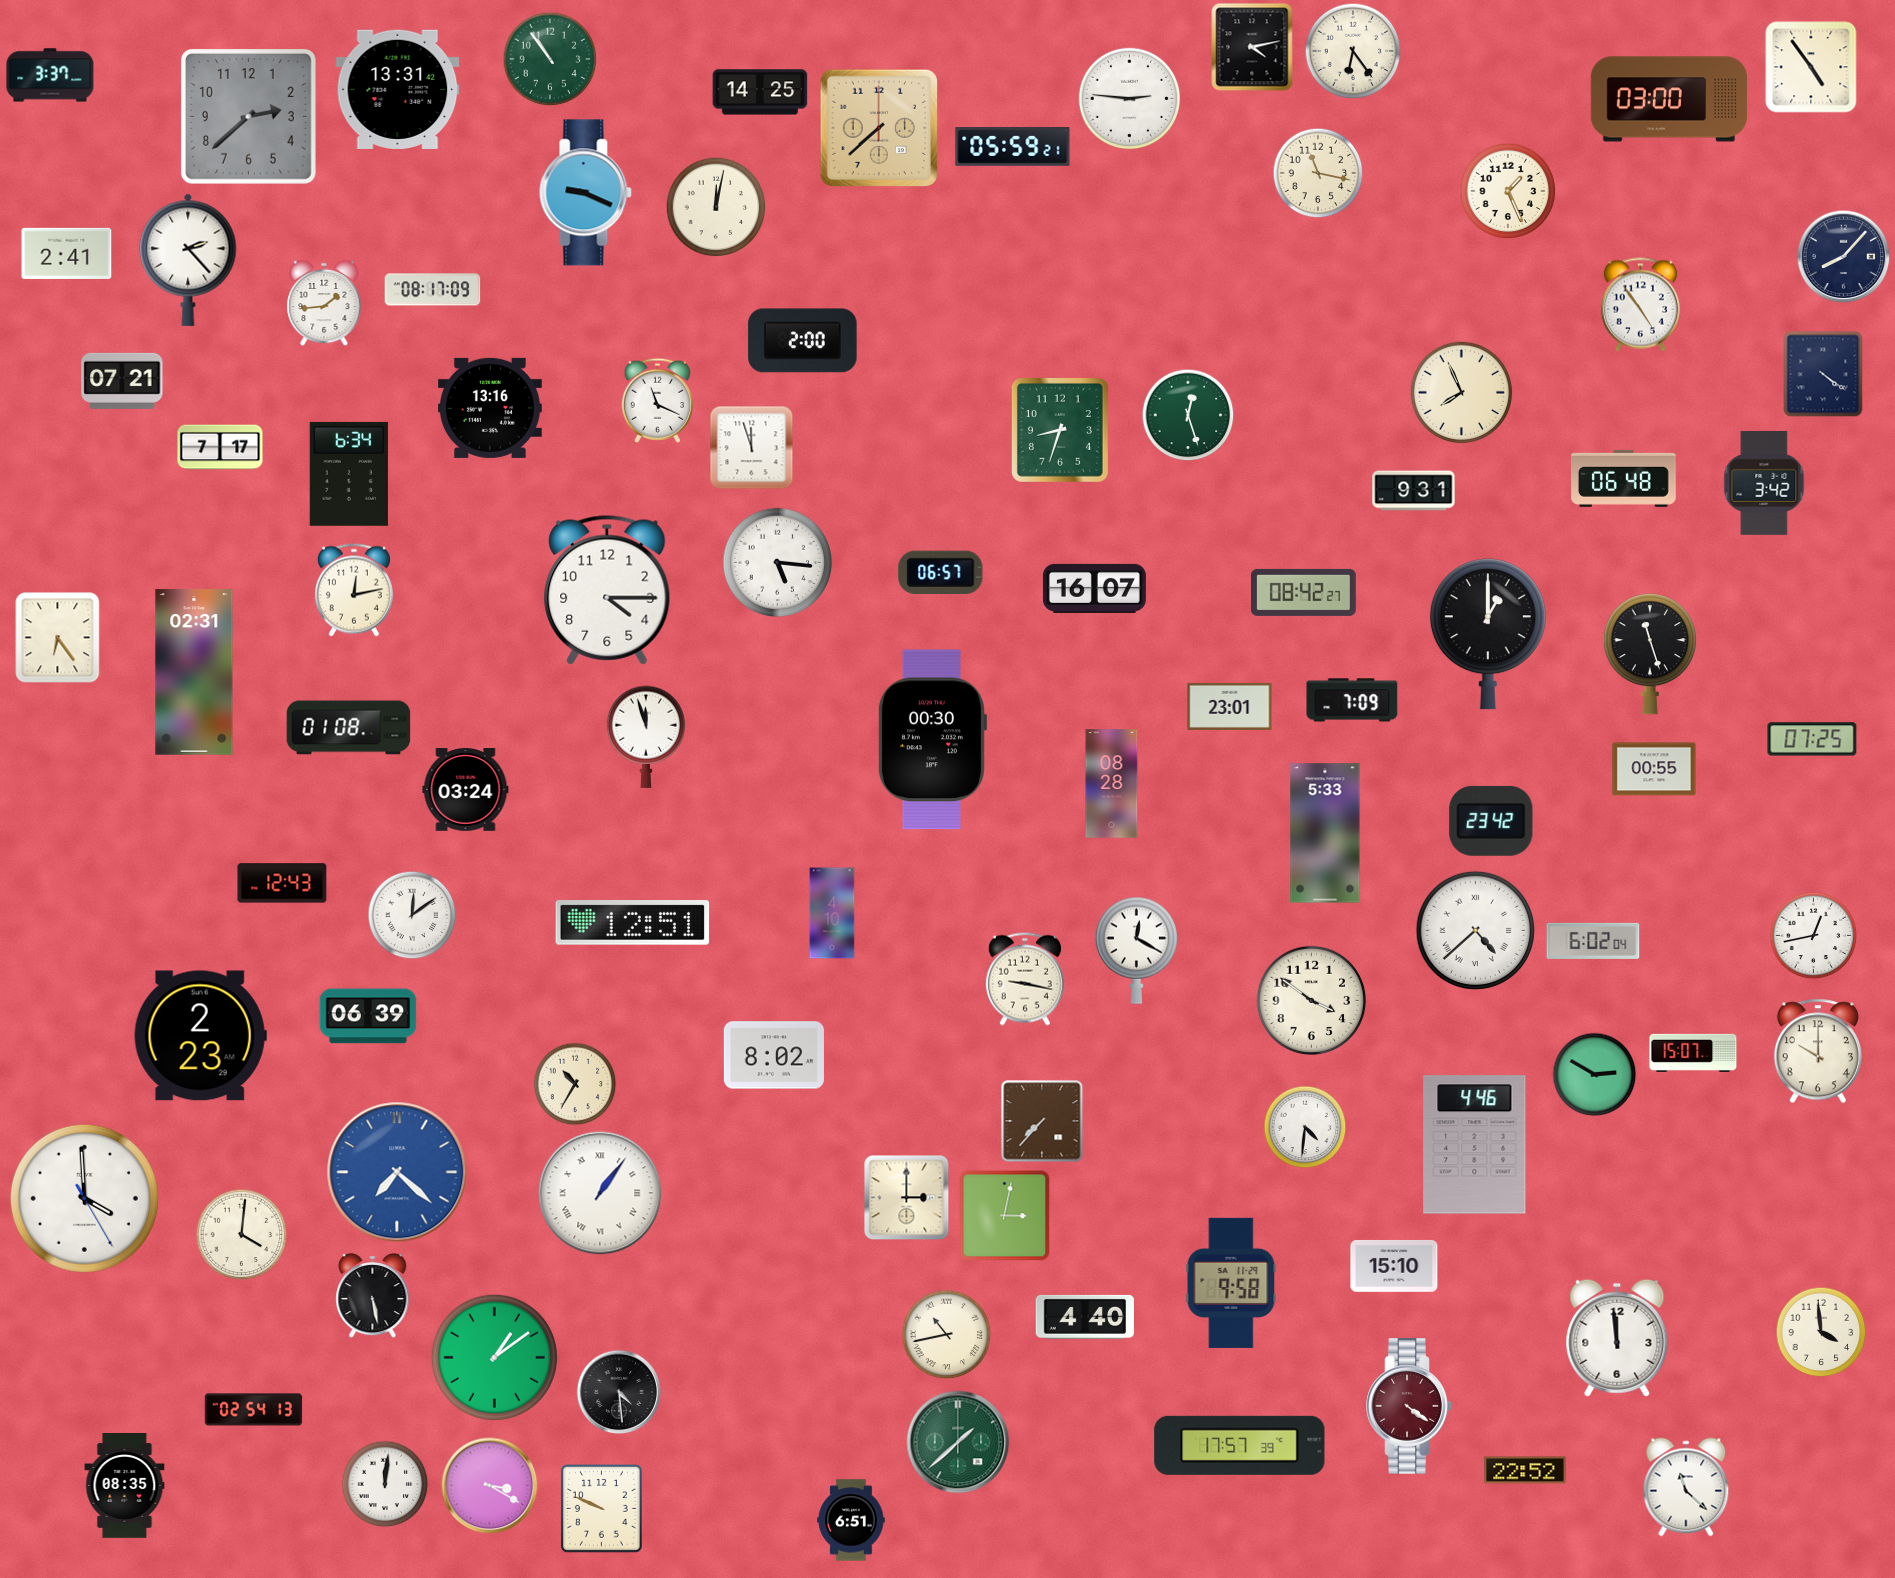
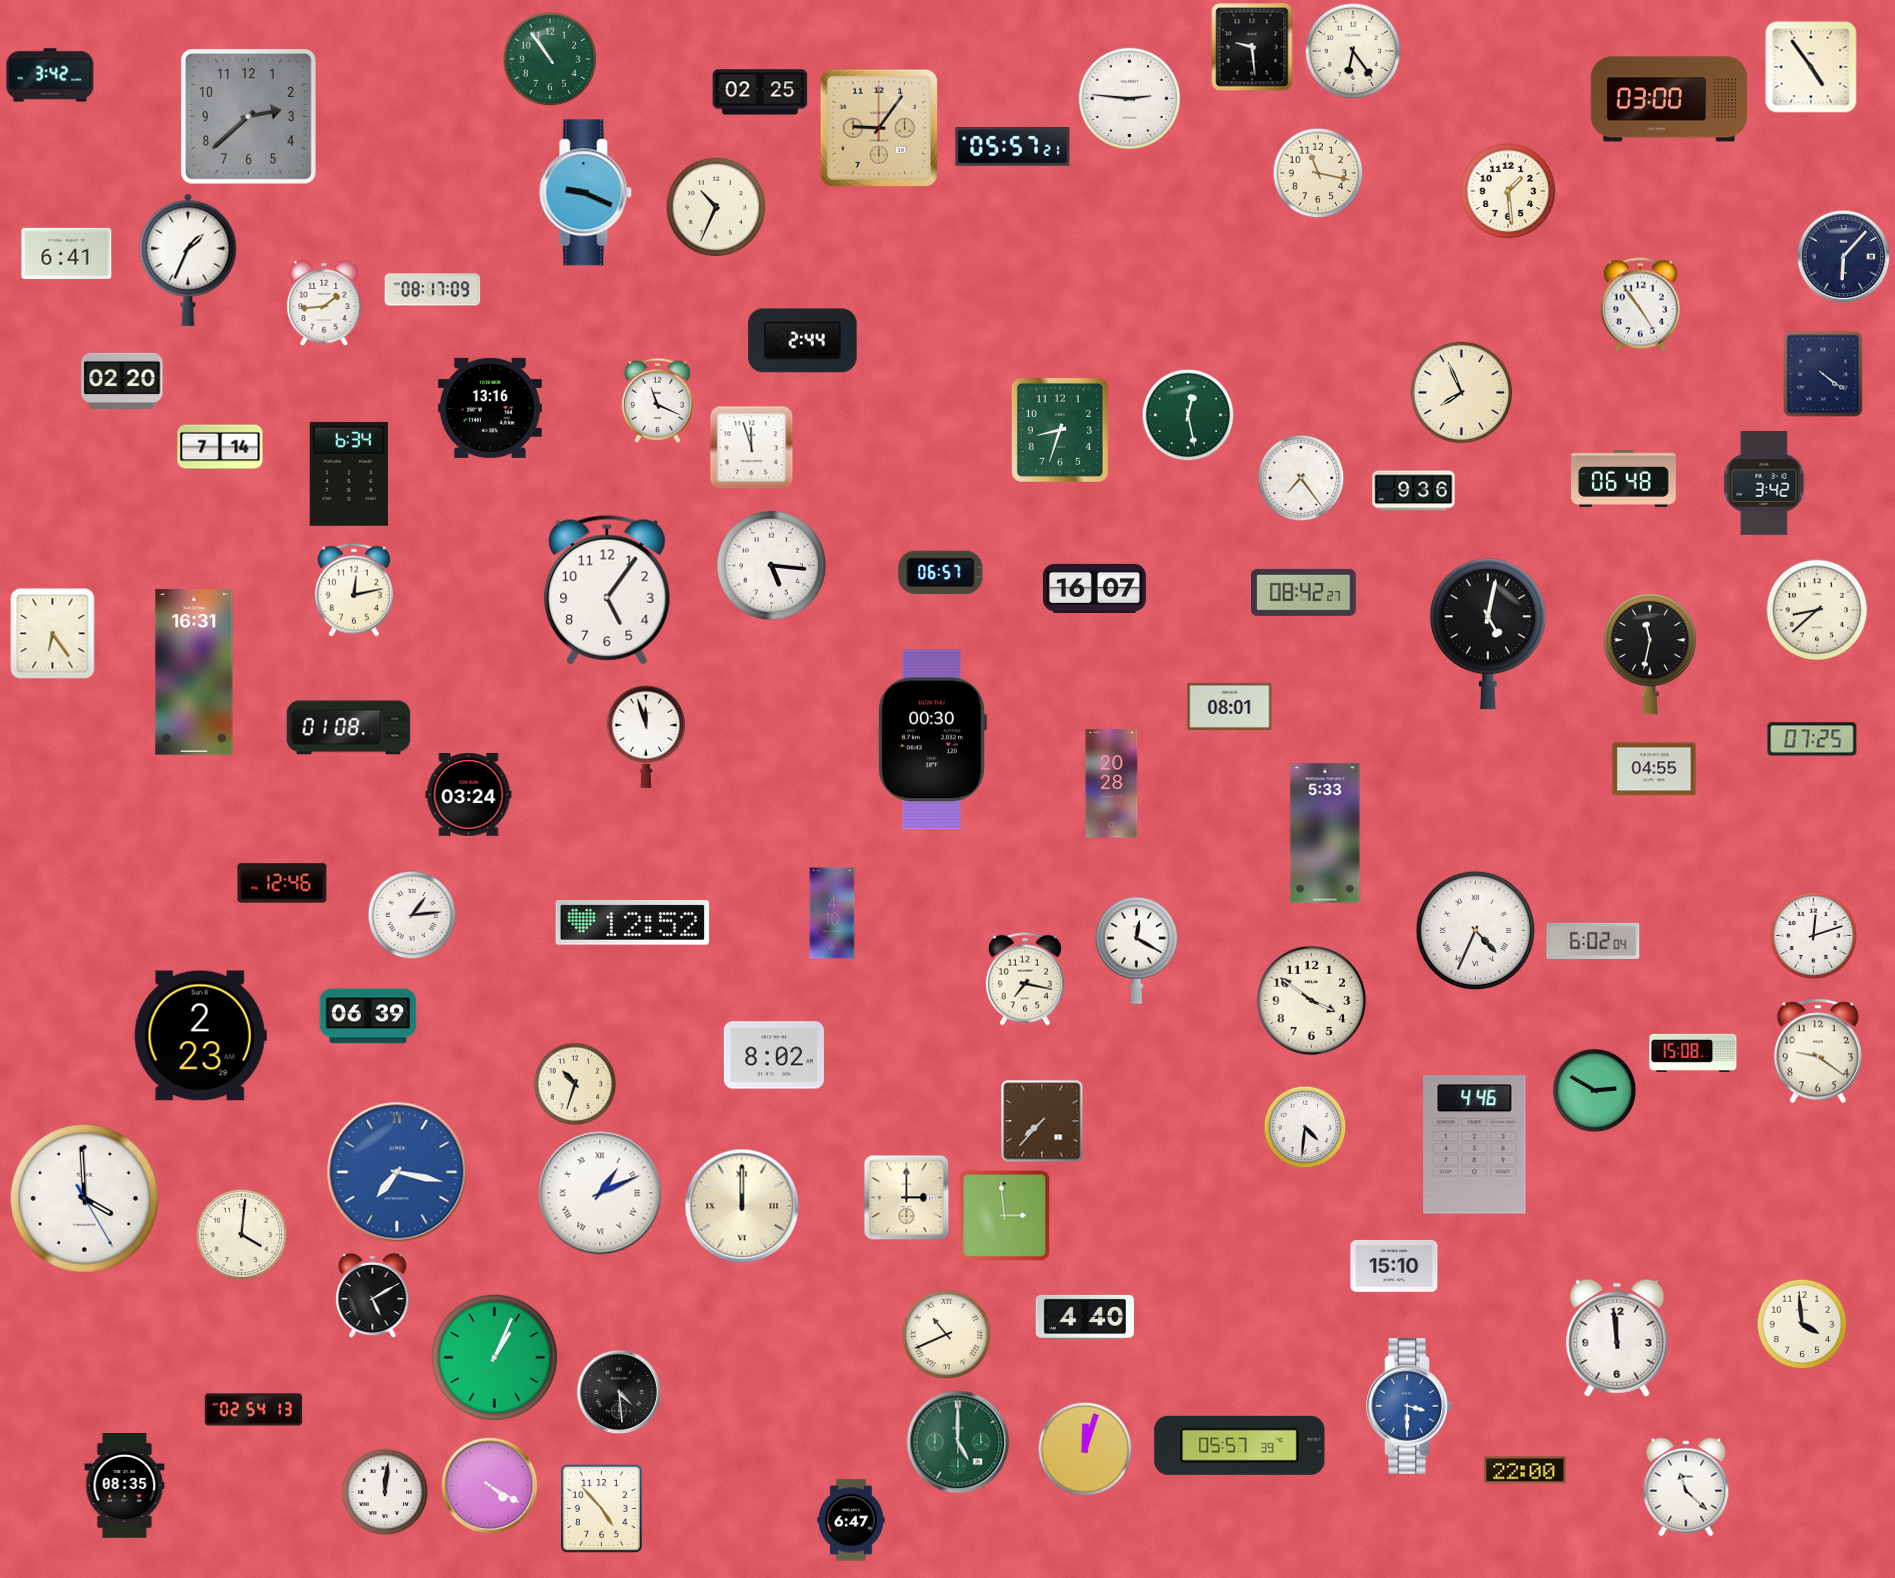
clock at (1252, 47): 4:13 -> 9:29
clock at (50, 75): 3:37 -> 3:42
clock at (398, 89): 13:31 -> none
clock at (760, 92): 14:25 -> 02:25
clock at (878, 127): 7:38 -> 9:06
clock at (1013, 147): 05:59 -> 05:57
clock at (1508, 191): 1:26 -> 1:29
clock at (716, 207): 12:02 -> 10:34
clock at (67, 253): 2:41 -> 6:41
clock at (1844, 257): 8:07 -> 6:07
clock at (188, 260): 2:23 -> 1:34
clock at (803, 341): 2:00 -> 2:44
clock at (122, 381): 07:21 -> 02:20
clock at (1188, 415): 12:27 -> 12:28
clock at (220, 447): 7:17 -> 7:14
clock at (1301, 478): none -> 7:24
clock at (1414, 491): 9:31 -> 9:36
clock at (778, 563) position: (778, 563) -> (772, 566)
clock at (607, 590): 4:15 -> 5:06
clock at (1817, 610): none -> 8:38
clock at (1488, 634): 1:00 -> 5:02
clock at (58, 638) position: (58, 638) -> (53, 634)
clock at (1650, 654): 11:27 -> 11:32
clock at (194, 672): 02:31 -> 16:31
clock at (1352, 700): 7:09 -> none
clock at (1230, 706): 23:01 -> 08:01
clock at (1654, 769): 00:55 -> 04:55
clock at (1112, 784): 08:28 -> 20:28
clock at (466, 790) position: (466, 790) -> (469, 795)
clock at (1491, 821): 23:42 -> none
clock at (282, 883): 12:43 -> 12:46
clock at (412, 915): 12:09 -> 1:14
clock at (633, 923): 12:51 -> 12:52
clock at (1475, 930): 4:38 -> 4:34
clock at (1814, 936): 12:43 -> 12:12
clock at (1025, 979): 9:17 -> 7:17
clock at (1818, 1051): 10:00 -> 9:21
clock at (1693, 1053): 15:07 -> 15:08
clock at (1595, 1075) position: (1595, 1075) -> (1595, 1091)
clock at (575, 1084): 10:35 -> 10:33
clock at (397, 1172): 7:22 -> 7:17
clock at (600, 1193): 1:06 -> 1:11
clock at (742, 1206): none -> 12:00
clock at (1005, 1216): 3:02 -> 2:59
clock at (1231, 1283): 9:58 -> none
clock at (373, 1296): 5:28 -> 5:10
clock at (1821, 1332) position: (1821, 1332) -> (1802, 1324)
clock at (947, 1335): 10:43 -> 10:41
clock at (494, 1357): 1:09 -> 1:04
clock at (1409, 1406): 4:21 -> 3:30
clock at (1409, 1406) dial: burgundy -> blue
clock at (958, 1442): 1:38 -> 5:00
clock at (1240, 1445): 17:57 -> 05:57
clock at (1085, 1449): none -> 12:03
clock at (1525, 1470): 22:52 -> 22:00
clock at (385, 1484) position: (385, 1484) -> (385, 1492)
clock at (490, 1486): 3:20 -> 4:20
clock at (601, 1509): 9:49 -> 4:53
clock at (851, 1520): 6:51 -> 6:47
